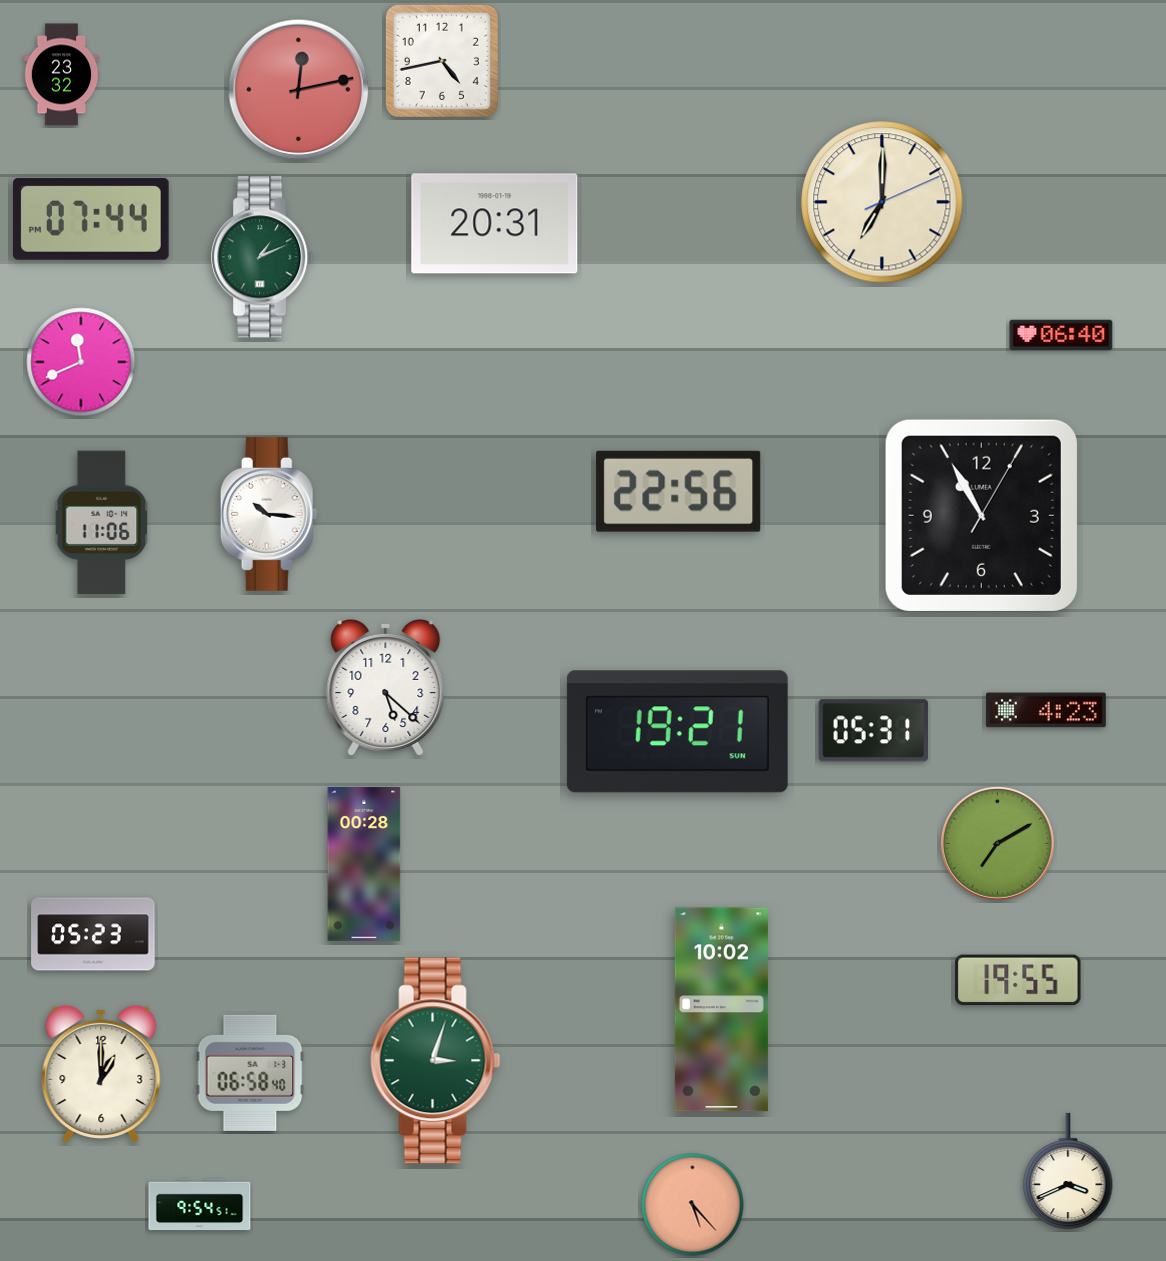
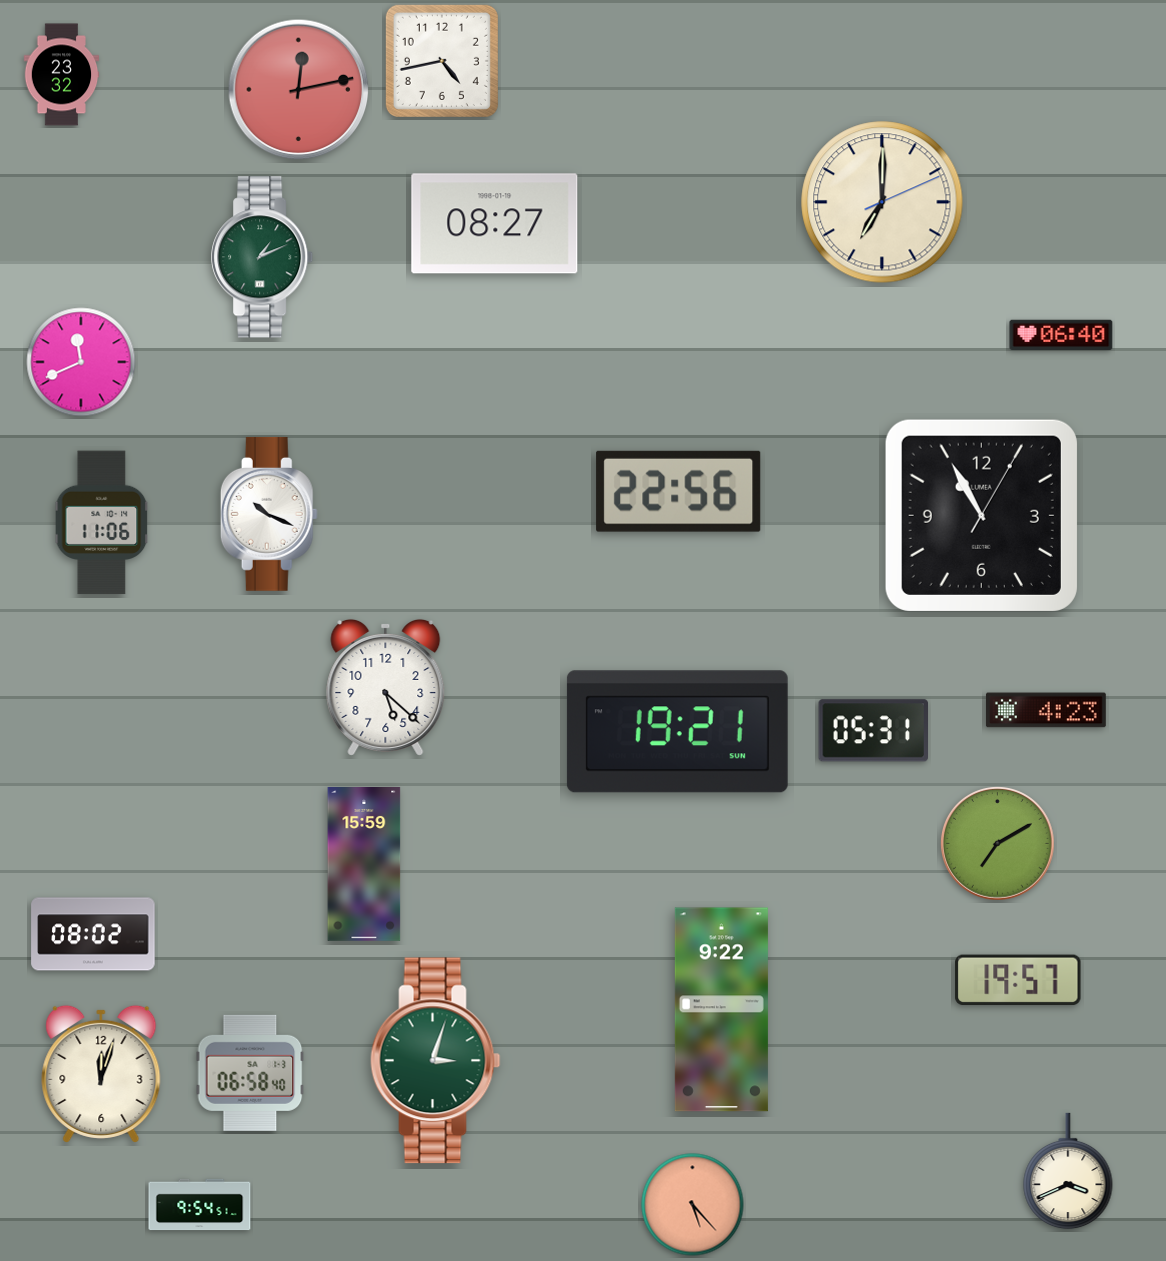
clock at (92, 219): 07:44 -> none
clock at (495, 224): 20:31 -> 08:27
clock at (269, 514): 10:16 -> 10:19
clock at (364, 865): 00:28 -> 15:59
clock at (93, 934): 05:23 -> 08:02
clock at (1018, 980): 19:55 -> 19:57
clock at (721, 1010): 10:02 -> 9:22
clock at (101, 1074): 1:00 -> 12:03
